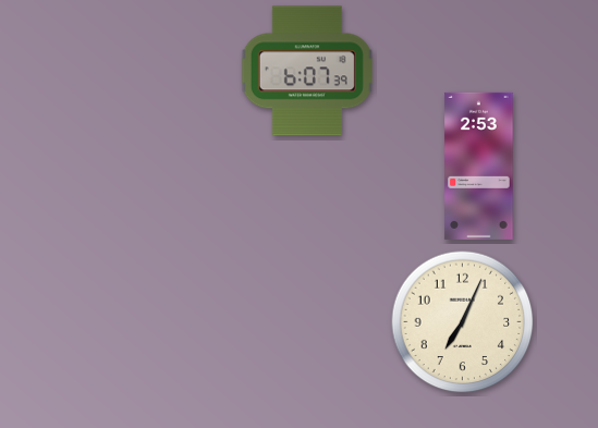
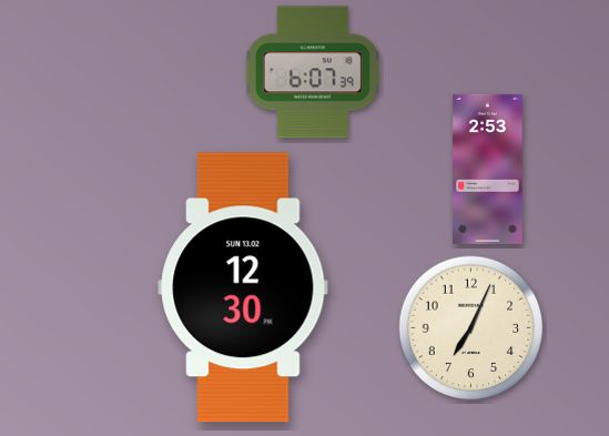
clock at (243, 287): none -> 12:30
